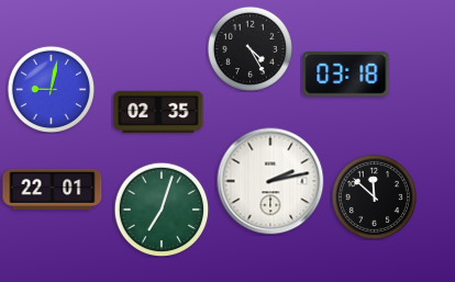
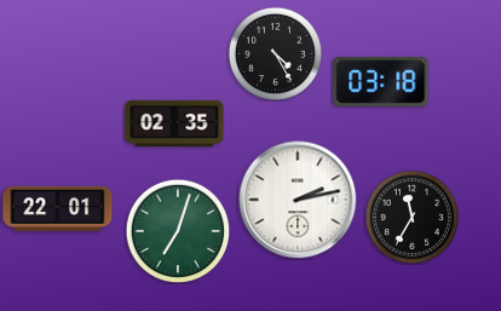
clock at (51, 89): 9:02 -> none
clock at (374, 196): 11:52 -> 11:35
